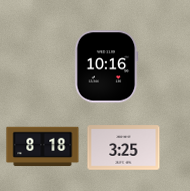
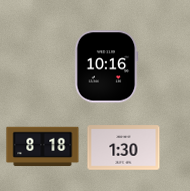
clock at (124, 148): 3:25 -> 1:30
